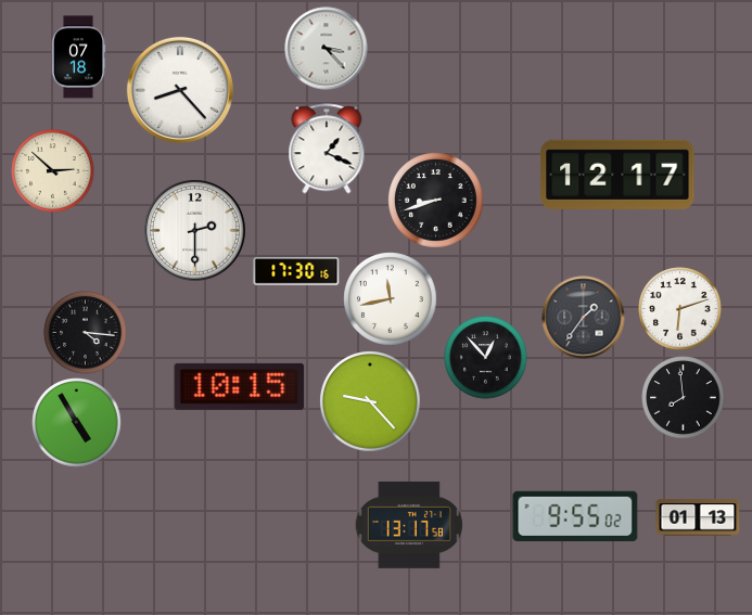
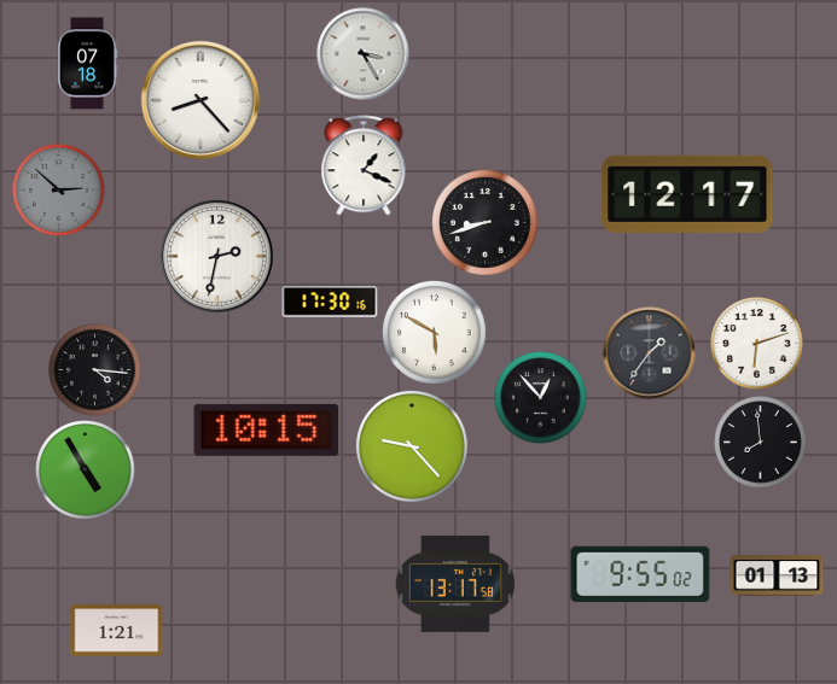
clock at (327, 49): 3:23 -> 3:25
clock at (53, 171) dial: cream -> grey
clock at (194, 230): 2:30 -> 2:32
clock at (391, 299): 11:43 -> 5:50
clock at (117, 631): none -> 1:21
